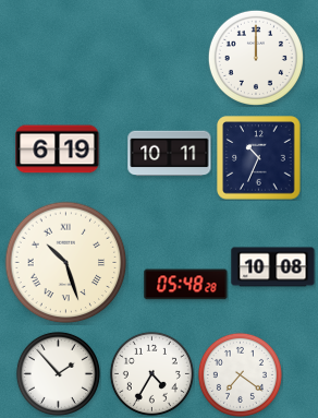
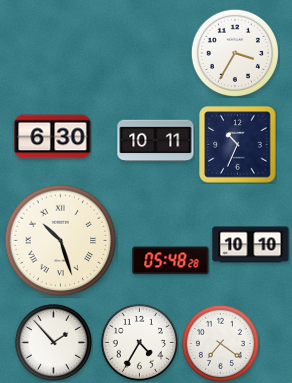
clock at (256, 58): 12:00 -> 3:35
clock at (58, 150): 6:19 -> 6:30
clock at (273, 267): 10:08 -> 10:10
